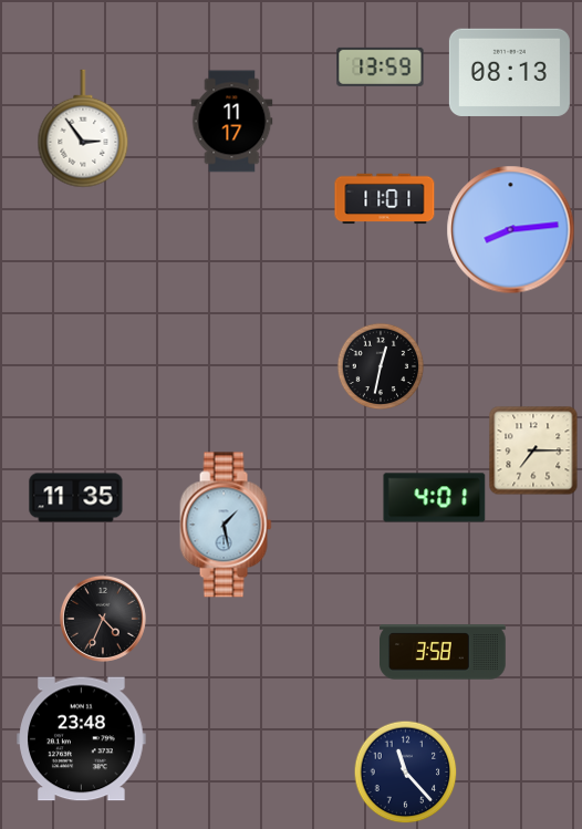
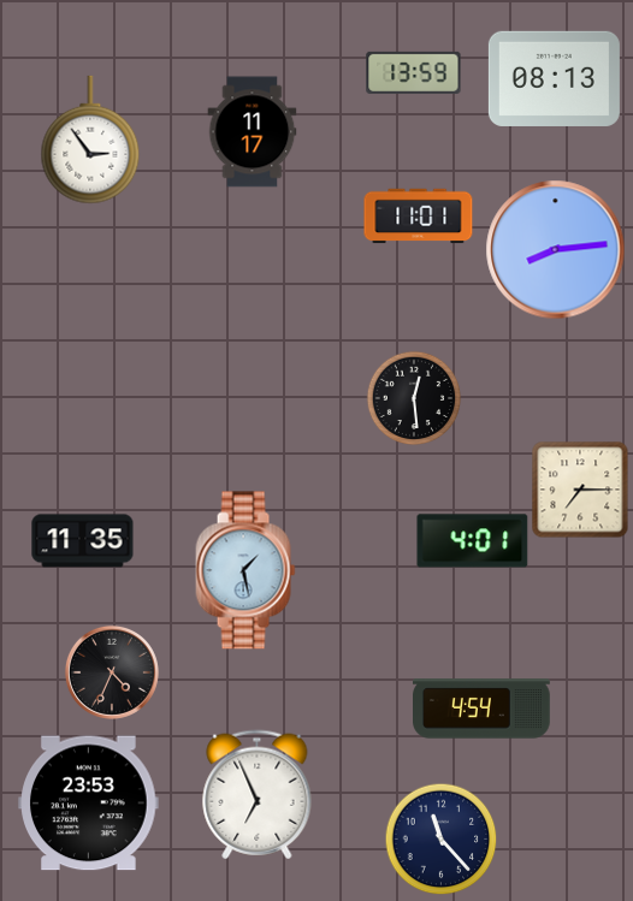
clock at (381, 366): 12:32 -> 12:29
clock at (443, 652): 3:58 -> 4:54
clock at (258, 795): none -> 6:56
clock at (82, 739): 23:48 -> 23:53
